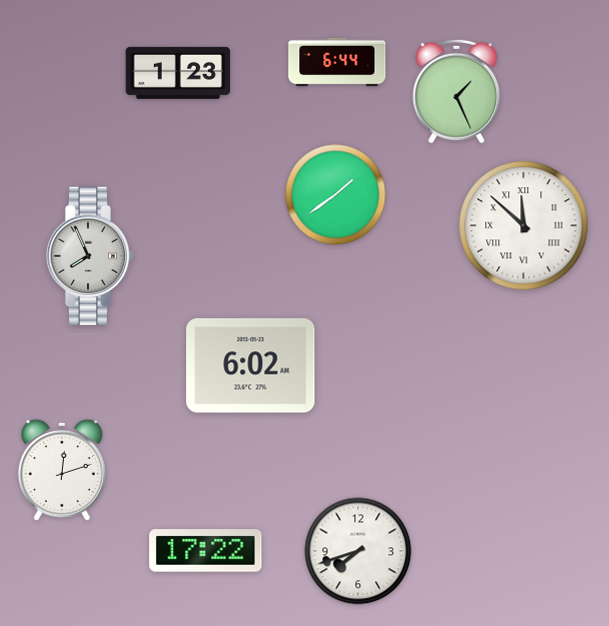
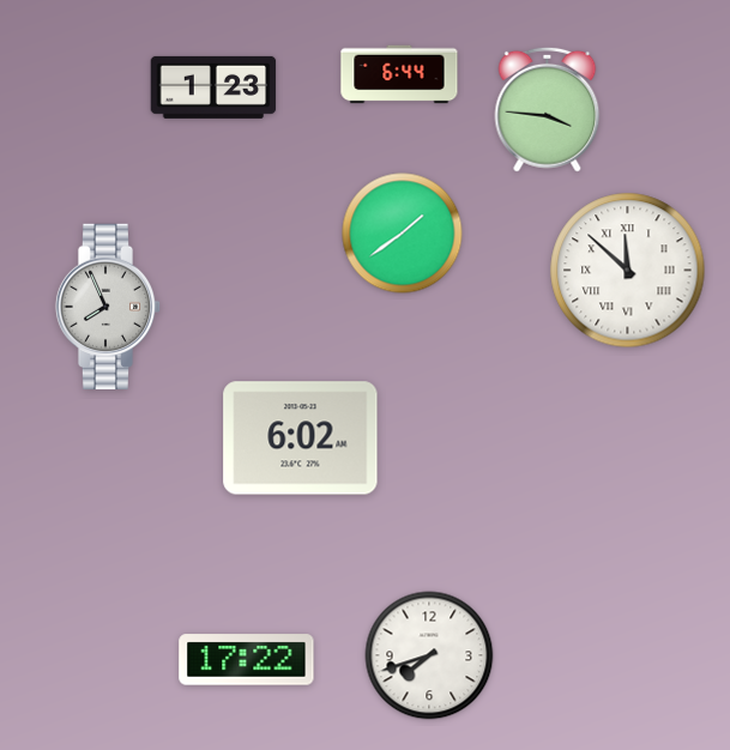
clock at (337, 62) position: (337, 62) -> (399, 74)
clock at (457, 91): 1:26 -> 3:46
clock at (62, 470): 12:12 -> none
clock at (358, 551) position: (358, 551) -> (429, 655)
